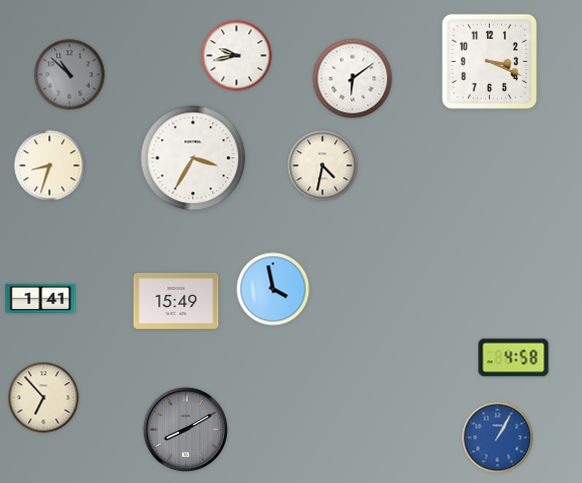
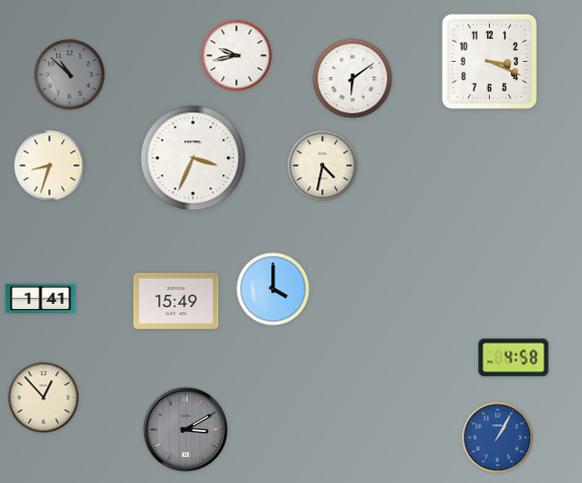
clock at (193, 158): 3:35 -> 3:34
clock at (273, 289): 3:58 -> 4:00
clock at (44, 398): 6:53 -> 12:53
clock at (185, 429): 8:10 -> 3:10
